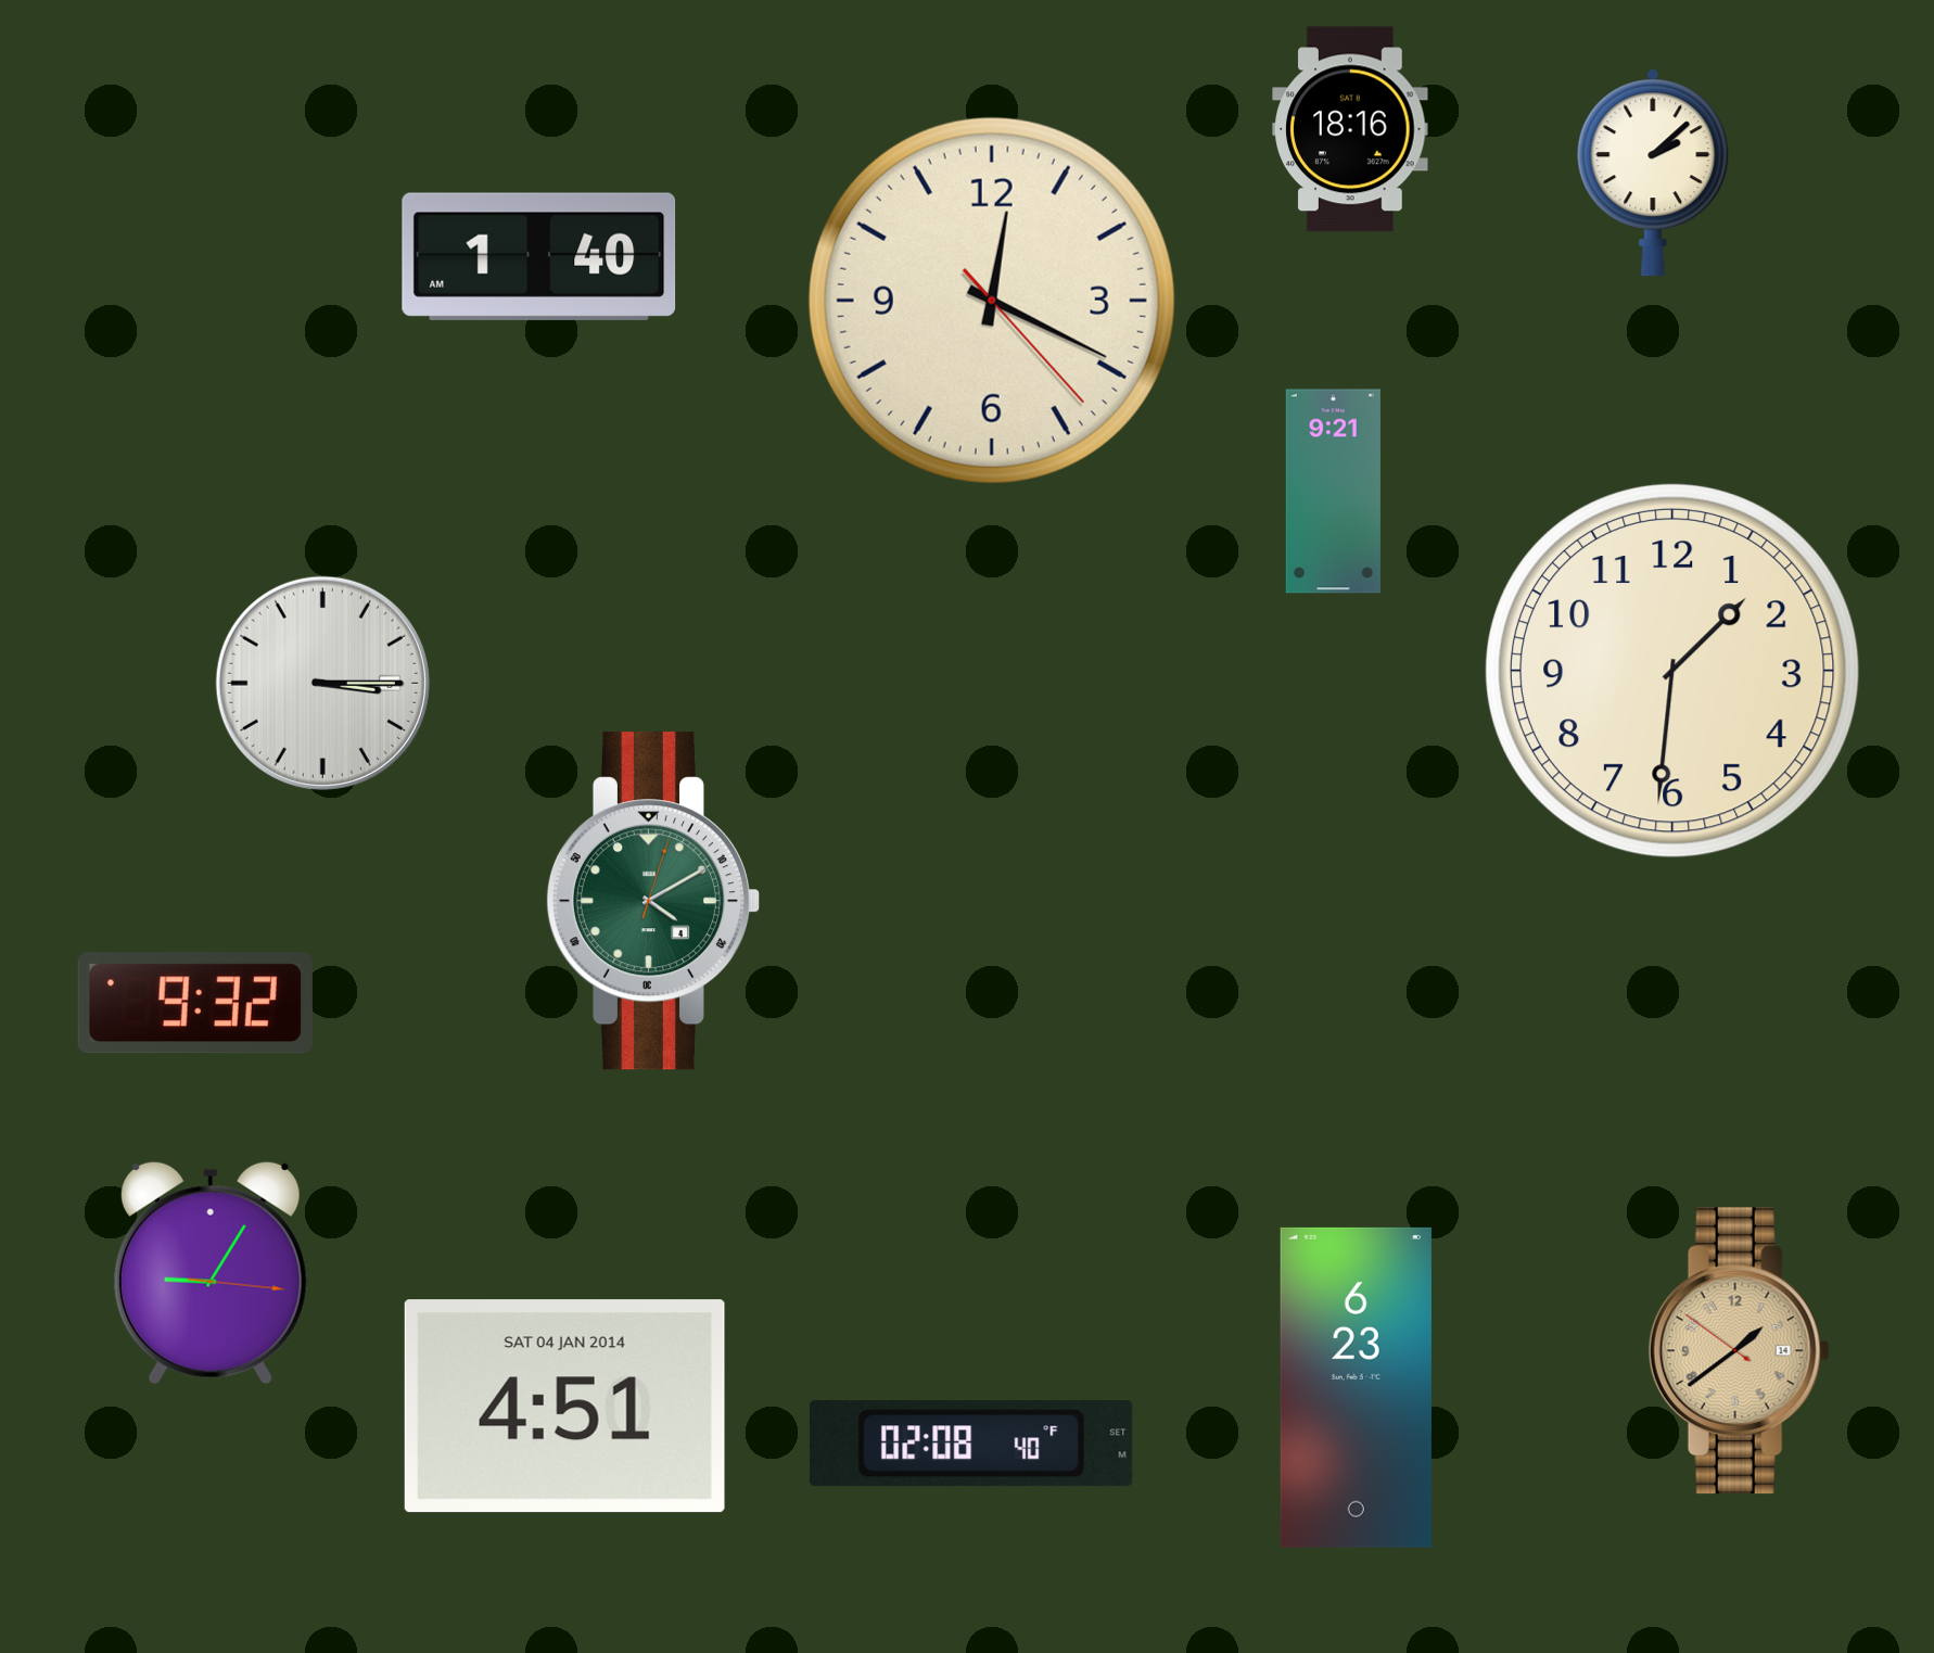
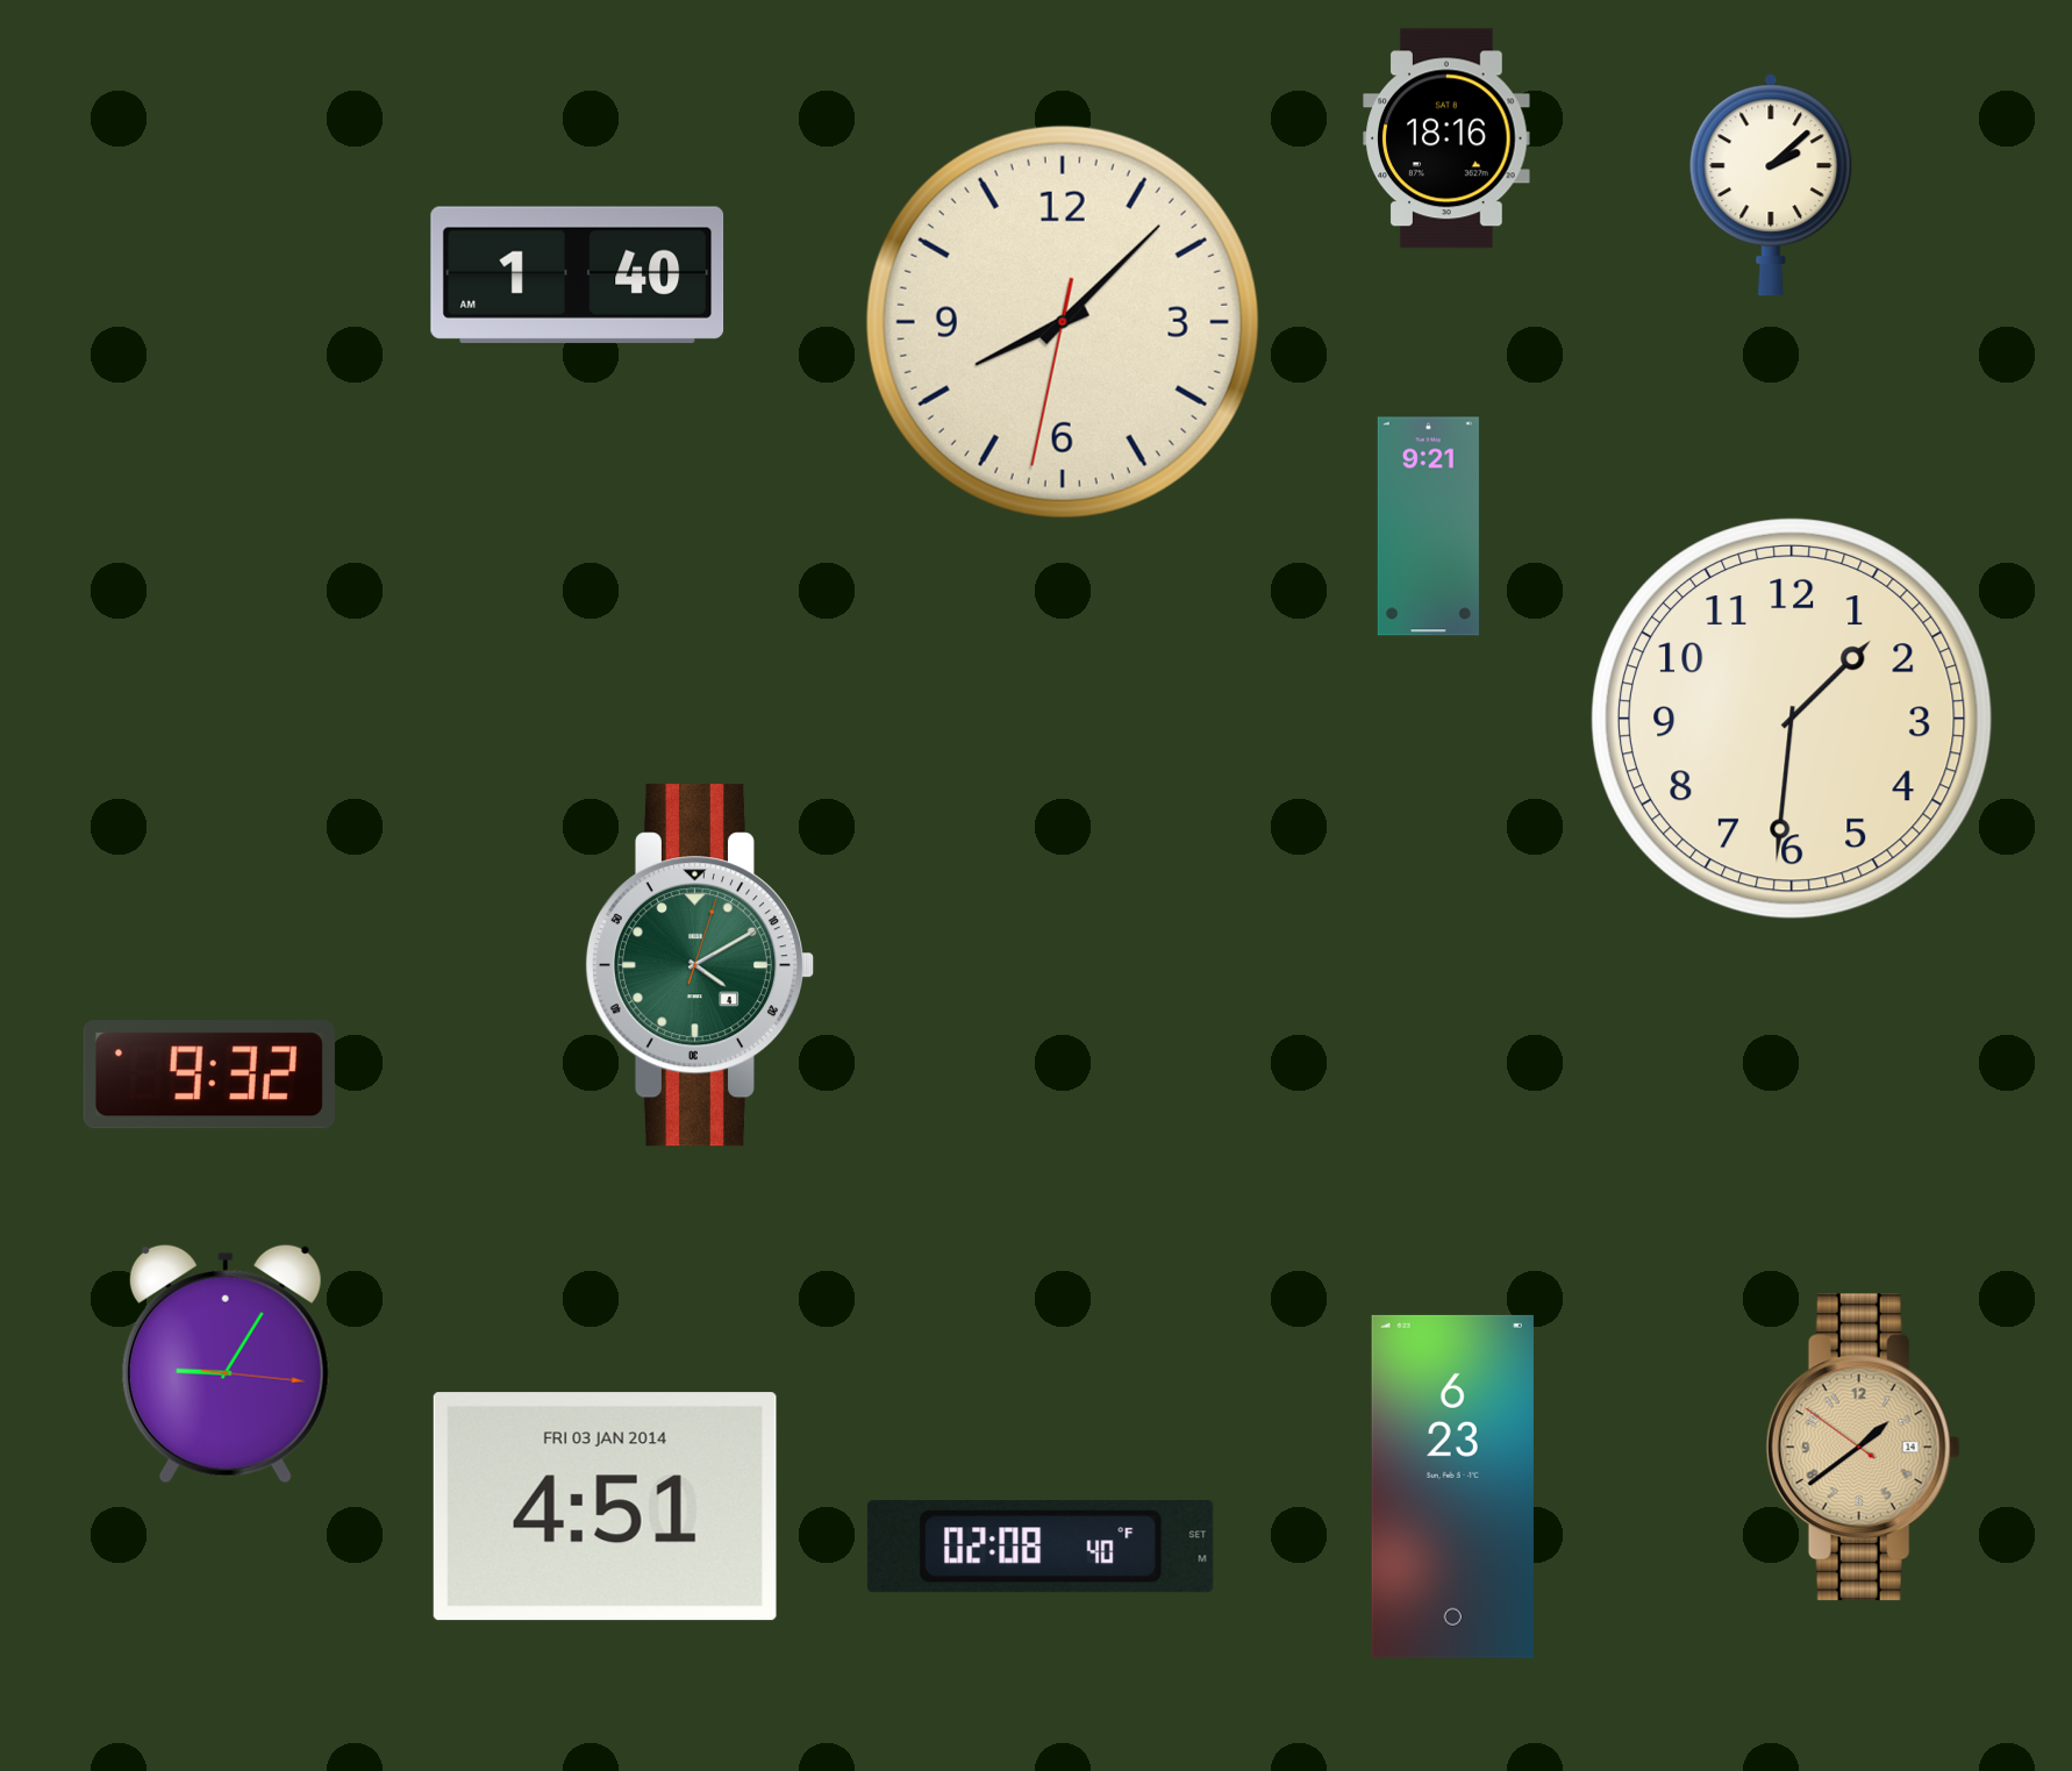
clock at (992, 301): 12:19 -> 8:07
clock at (322, 683): 3:15 -> none
clock at (564, 1407) date: SAT 04 JAN 2014 -> FRI 03 JAN 2014
